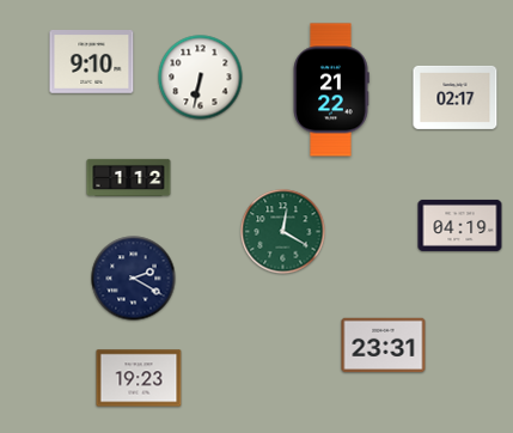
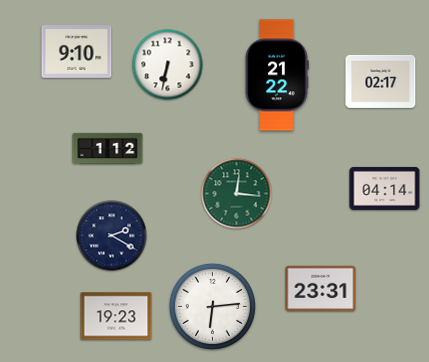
clock at (460, 225): 04:19 -> 04:14
clock at (283, 232): 12:20 -> 12:16
clock at (134, 279) position: (134, 279) -> (112, 236)
clock at (212, 306): none -> 6:14
